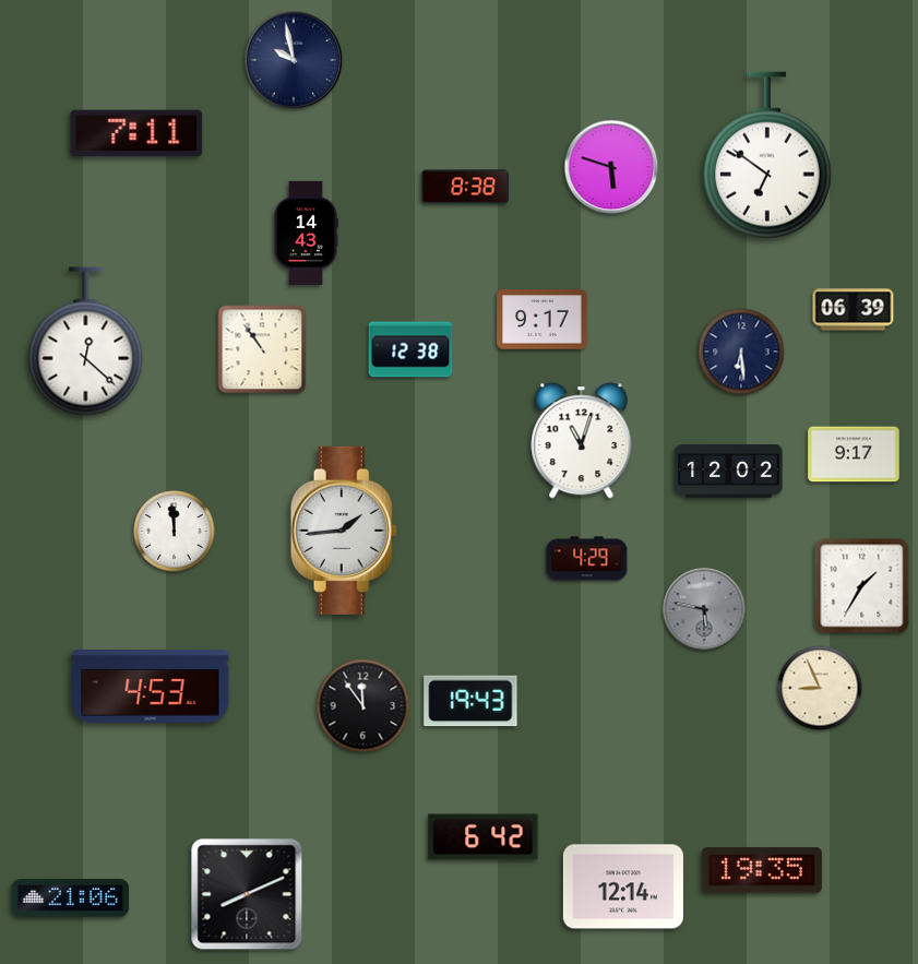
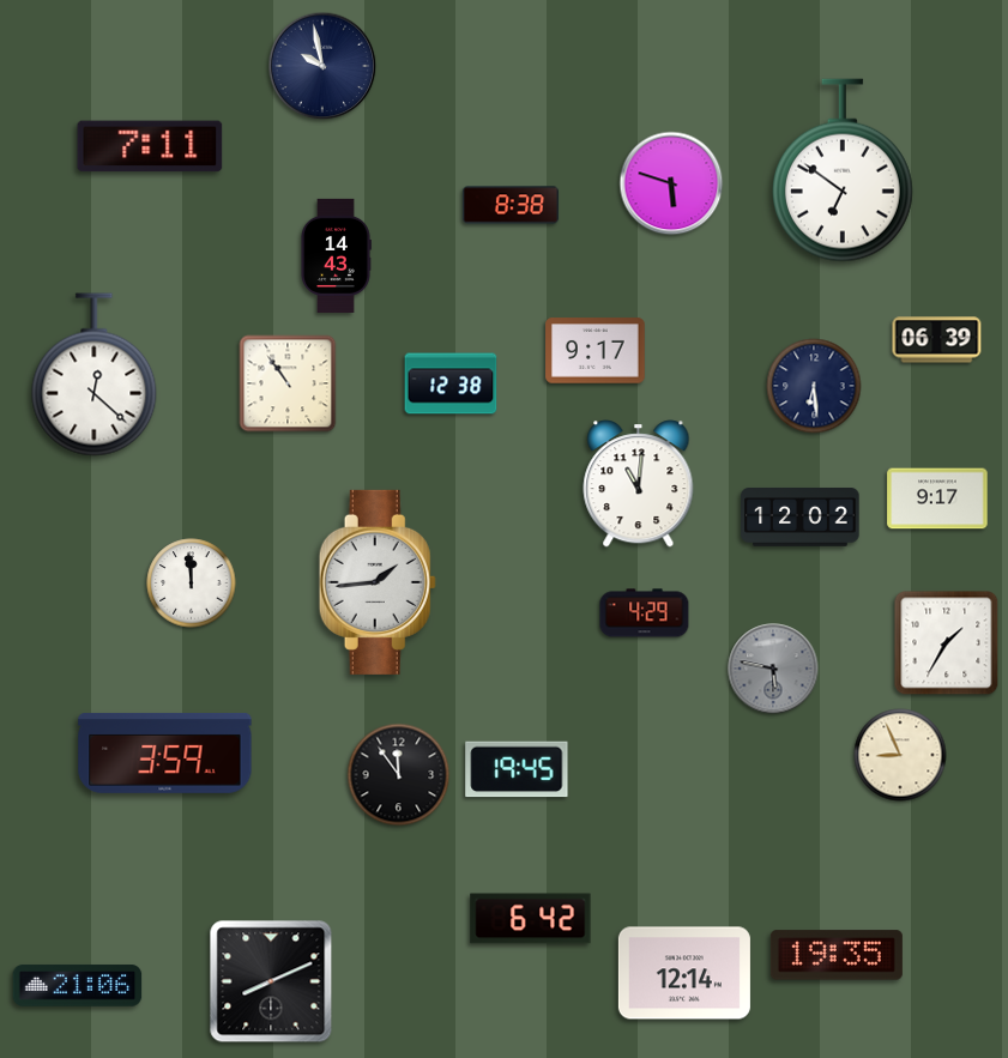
clock at (582, 441): 11:03 -> 11:01
clock at (151, 686): 4:53 -> 3:59
clock at (470, 701): 19:43 -> 19:45
